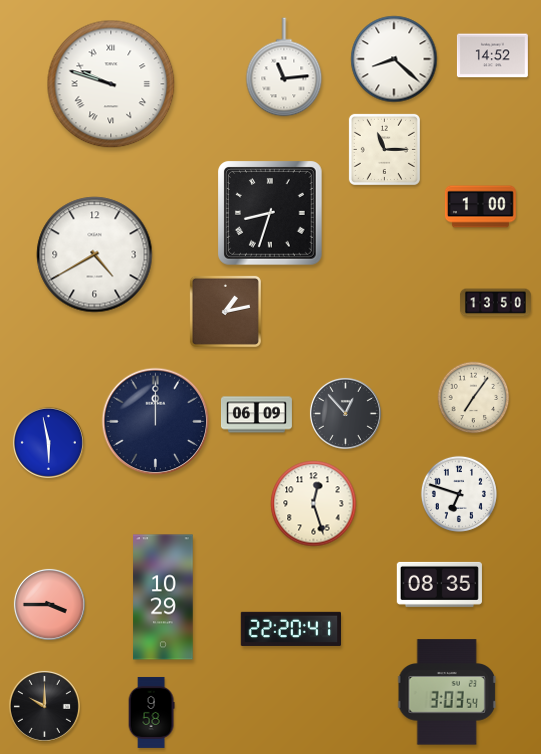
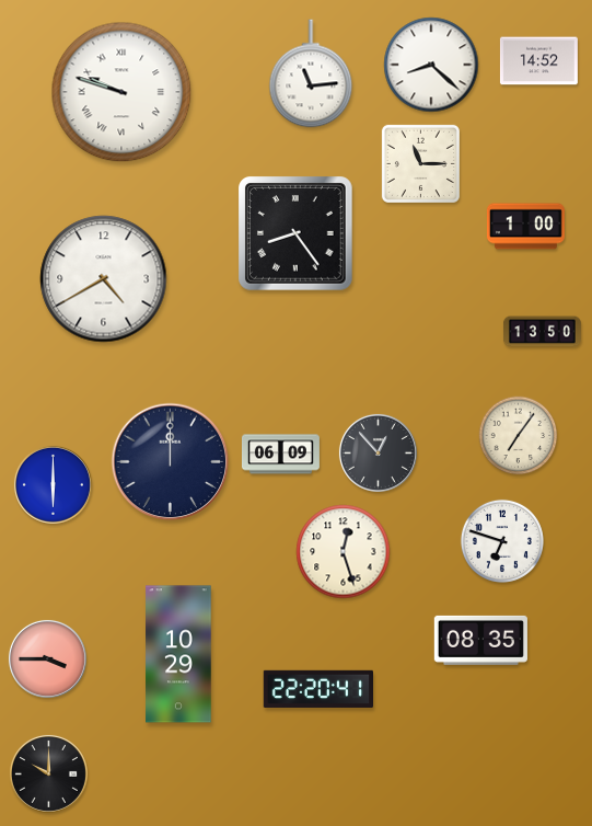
clock at (270, 213): 8:33 -> 8:24
clock at (225, 311): 1:13 -> none
clock at (48, 442): 5:58 -> 6:00
clock at (49, 604) position: (49, 604) -> (47, 658)
clock at (447, 692): 3:03 -> none
clock at (151, 712): 9:58 -> none
